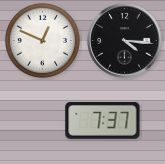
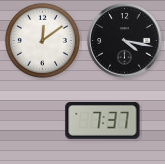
clock at (42, 40): 12:49 -> 12:09
clock at (125, 41): 4:16 -> 4:17
